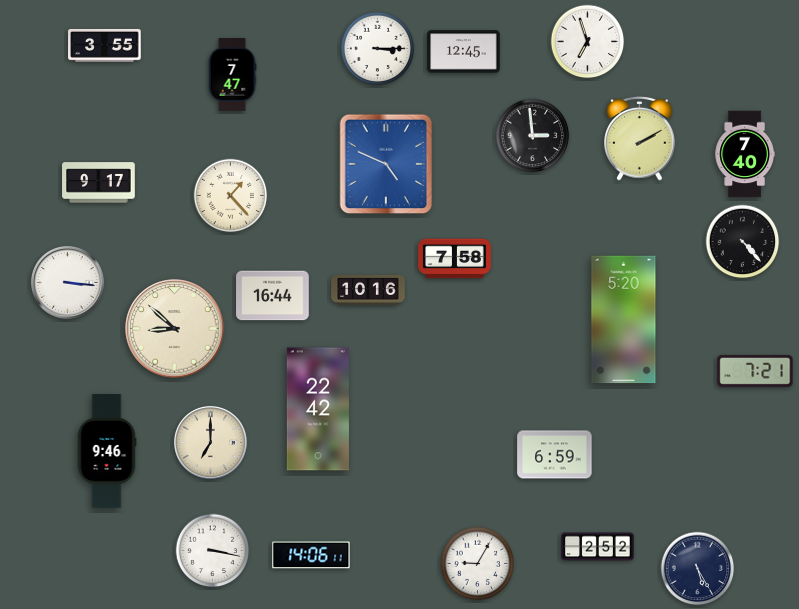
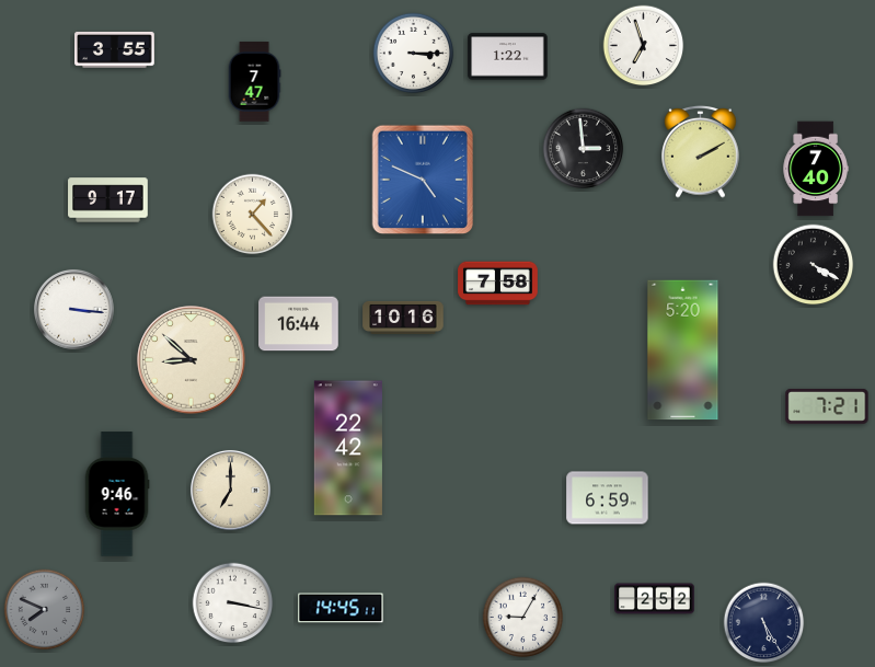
clock at (464, 52): 12:45 -> 1:22
clock at (743, 242): 4:23 -> 4:20
clock at (210, 442) position: (210, 442) -> (230, 490)
clock at (311, 555): 14:06 -> 14:45
clock at (45, 610): none -> 7:49
